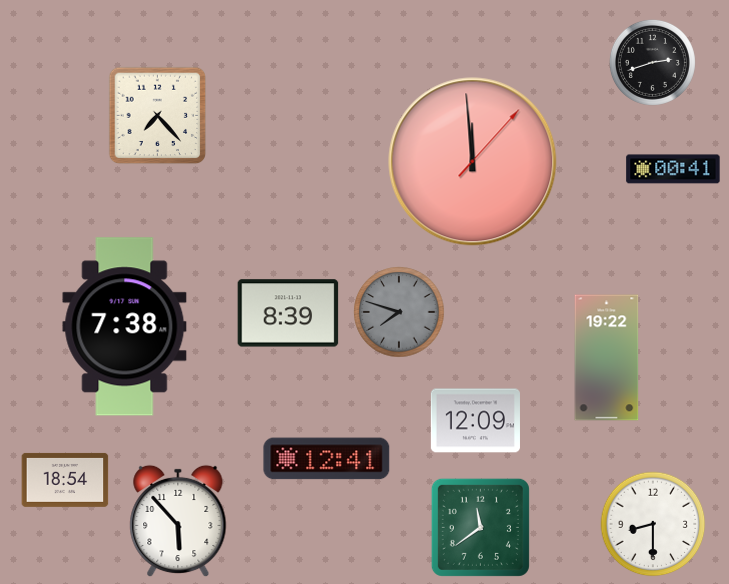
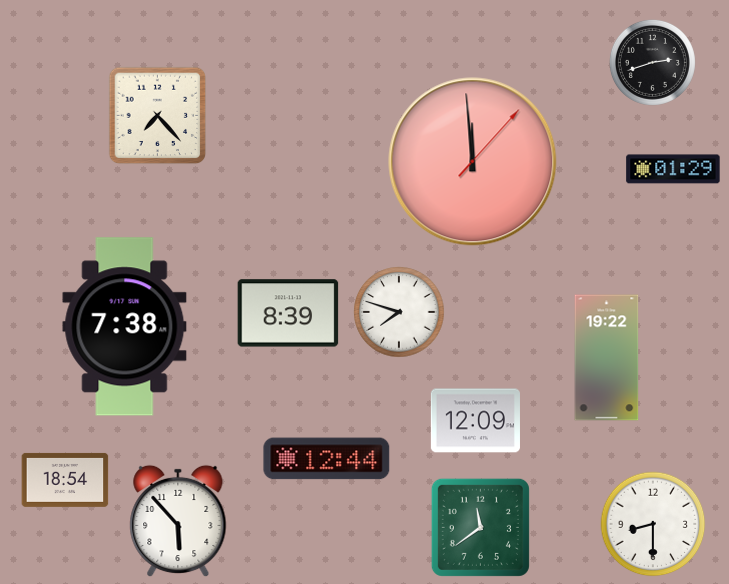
clock at (673, 169): 00:41 -> 01:29
clock at (399, 312) dial: grey -> white
clock at (327, 459): 12:41 -> 12:44
